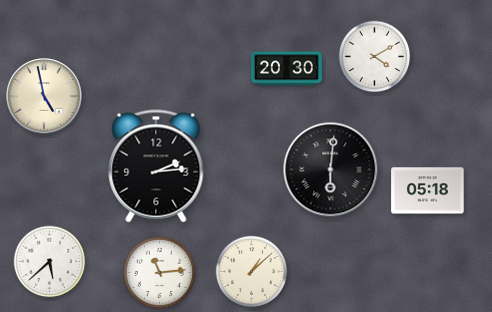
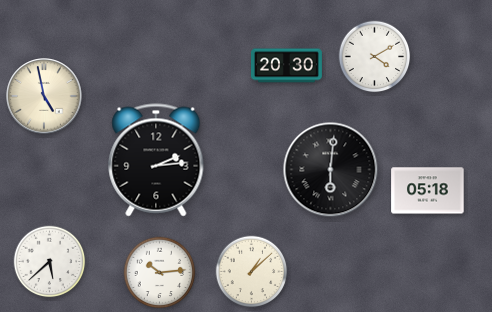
clock at (287, 69) position: (287, 69) -> (287, 66)
clock at (156, 166) position: (156, 166) -> (156, 160)
clock at (160, 273): 11:14 -> 10:14
